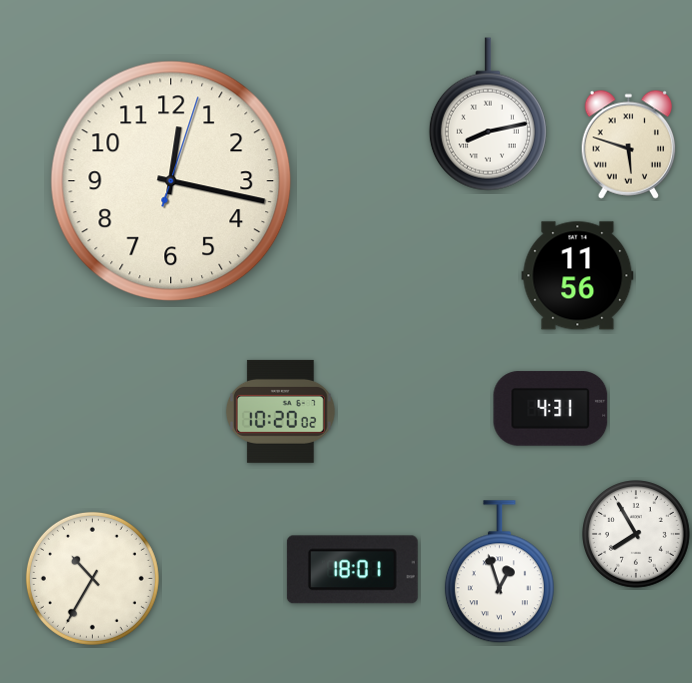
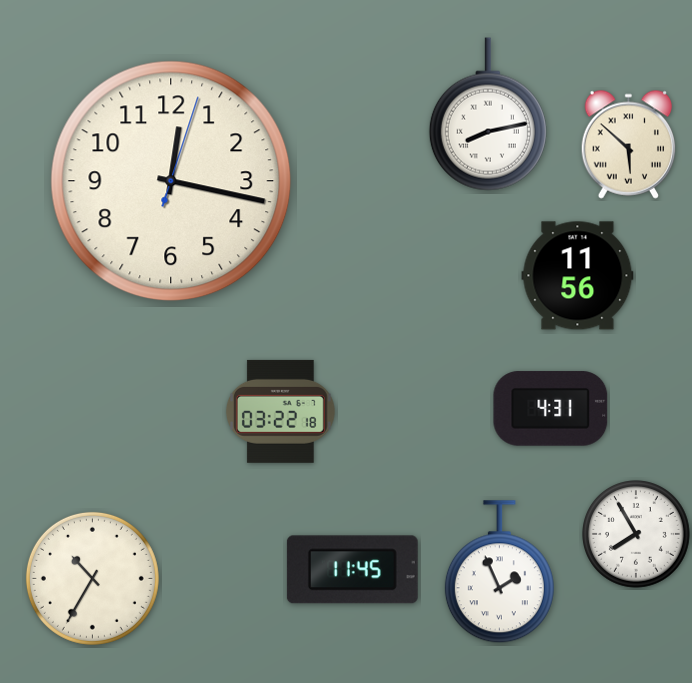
clock at (629, 144): 5:48 -> 5:52
clock at (280, 411): 10:20 -> 03:22
clock at (352, 570): 18:01 -> 11:45
clock at (499, 572): 12:57 -> 1:56
